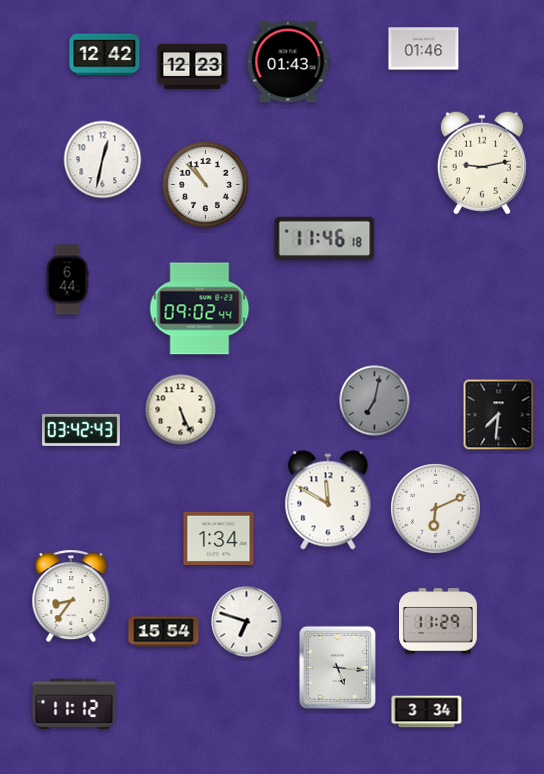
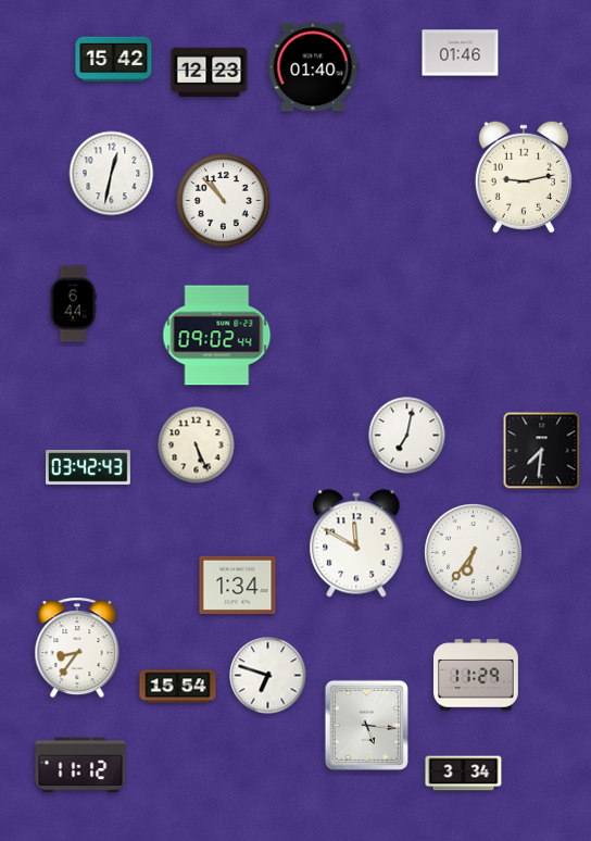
clock at (105, 55): 12:42 -> 15:42
clock at (289, 62): 01:43 -> 01:40
clock at (325, 238): 11:46 -> none
clock at (375, 401) dial: grey -> white
clock at (436, 509): 6:11 -> 6:36
